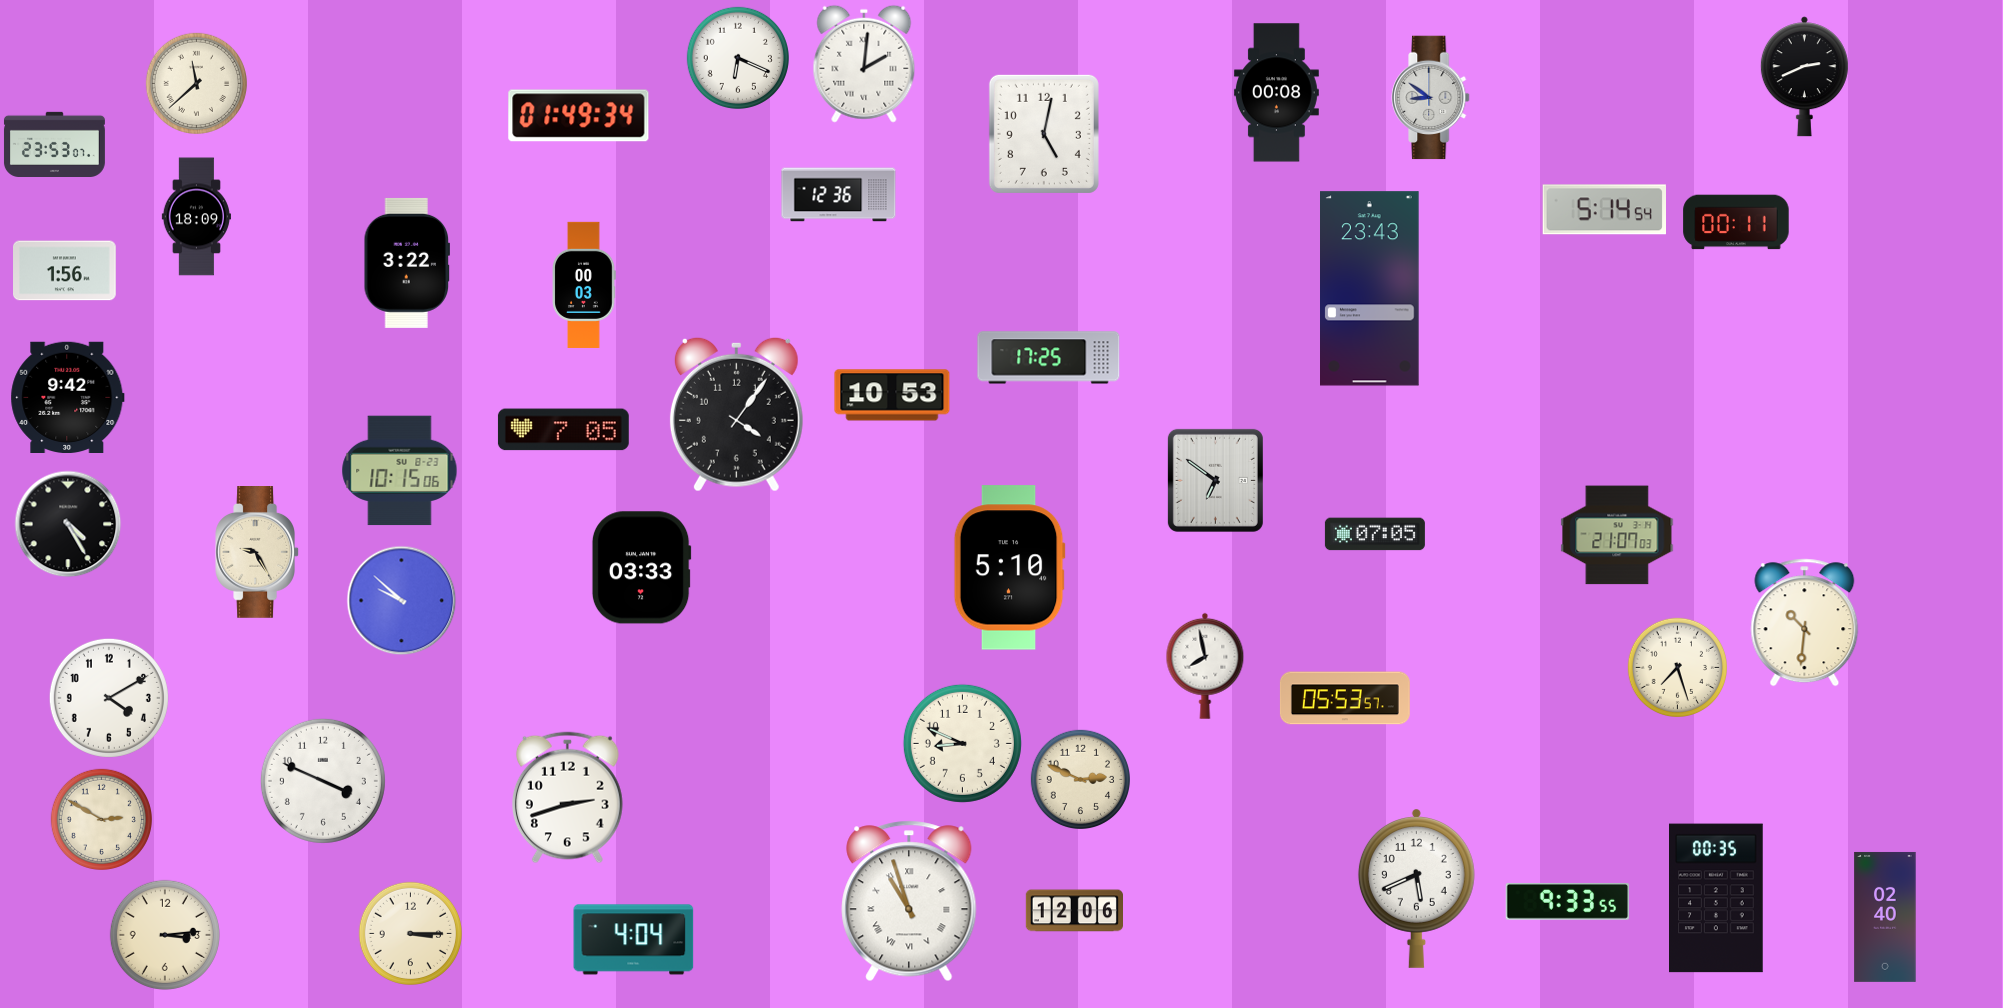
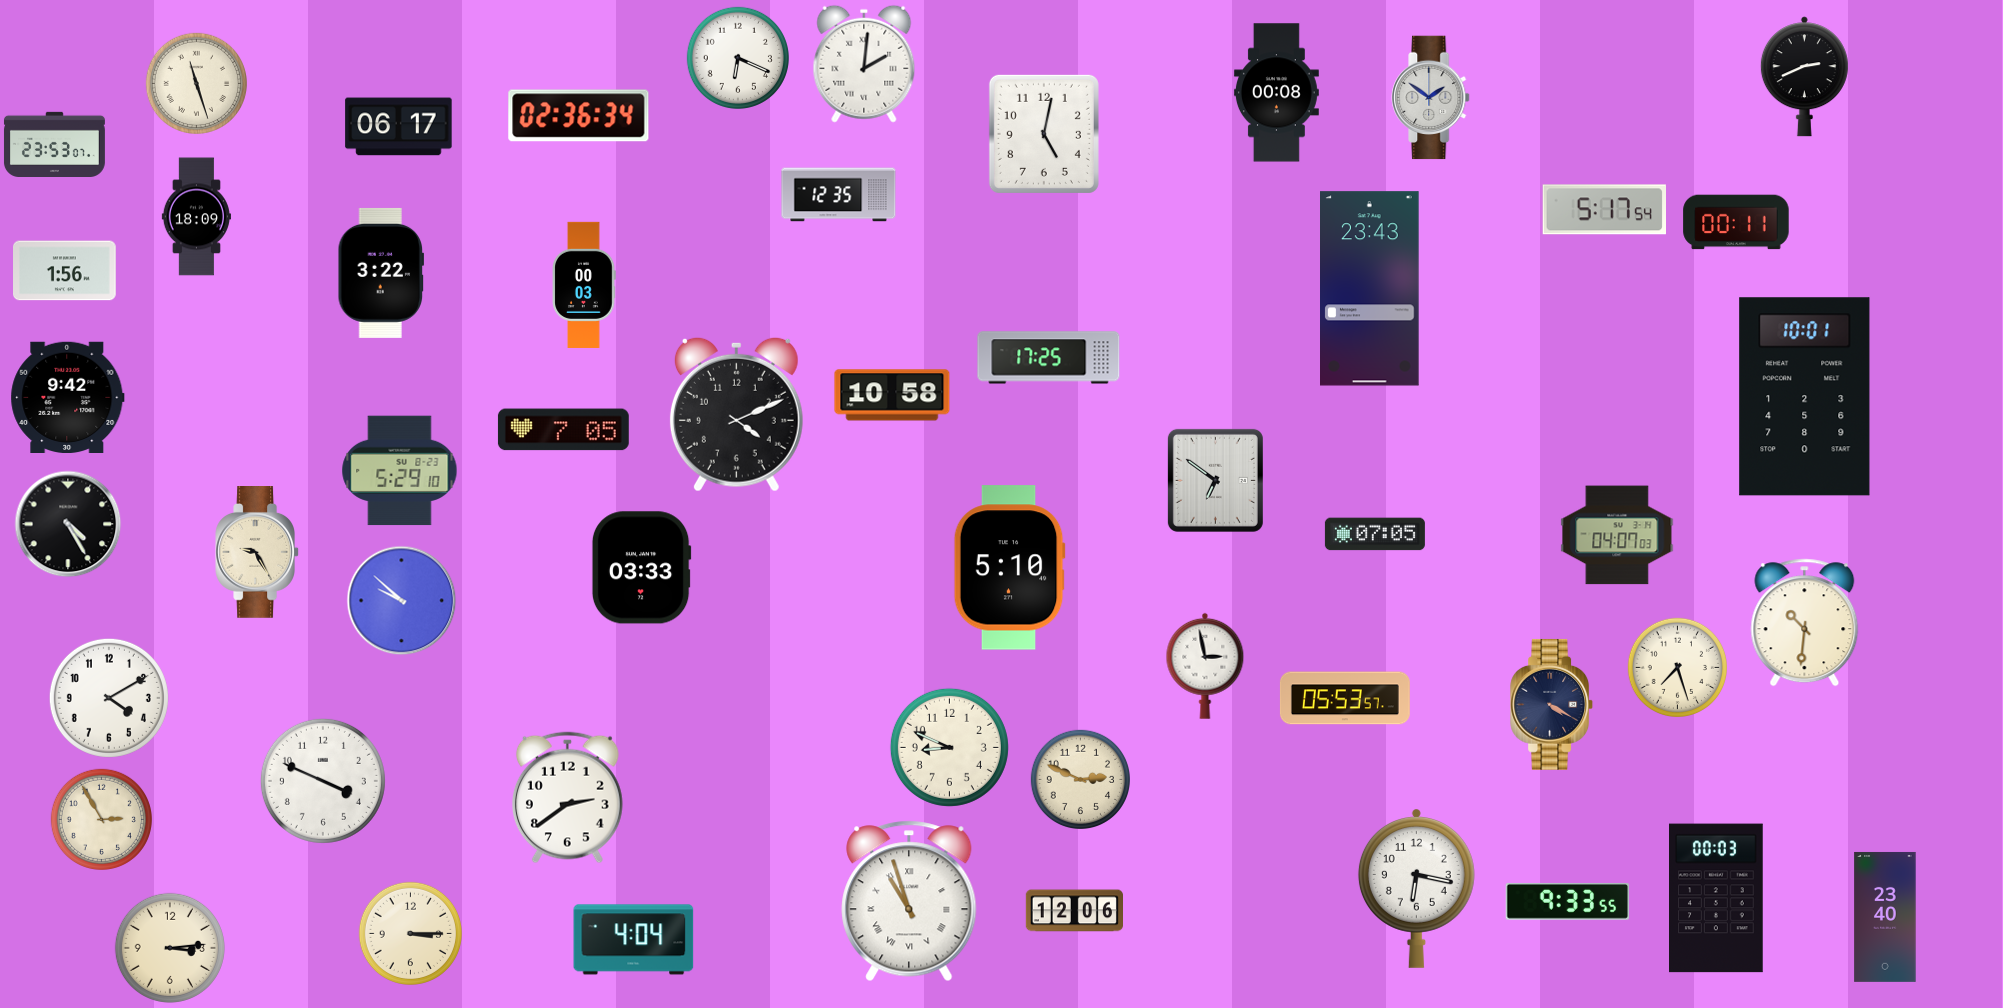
clock at (196, 83): 11:38 -> 11:27
clock at (1431, 98): 8:51 -> 1:51
clock at (579, 116): 01:49 -> 02:36
clock at (399, 127): none -> 06:17
clock at (839, 195): 12:36 -> 12:35
clock at (1604, 210): 5:14 -> 5:17
clock at (406, 263) position: (406, 263) -> (380, 273)
clock at (892, 395): 10:53 -> 10:58
clock at (1805, 397): none -> 10:01
clock at (736, 414): 4:06 -> 4:11
clock at (400, 471): 10:15 -> 5:29
clock at (1617, 535): 21:07 -> 04:07
clock at (1205, 666): 7:58 -> 2:58
clock at (1552, 704): none -> 4:20
clock at (962, 743) position: (962, 743) -> (949, 747)
clock at (567, 798): 2:42 -> 2:39
clock at (101, 819): 2:50 -> 2:55
clock at (1416, 888): 5:41 -> 6:17
clock at (1717, 898): 00:35 -> 00:03
clock at (1885, 917): 02:40 -> 23:40
clock at (165, 935) position: (165, 935) -> (170, 948)
